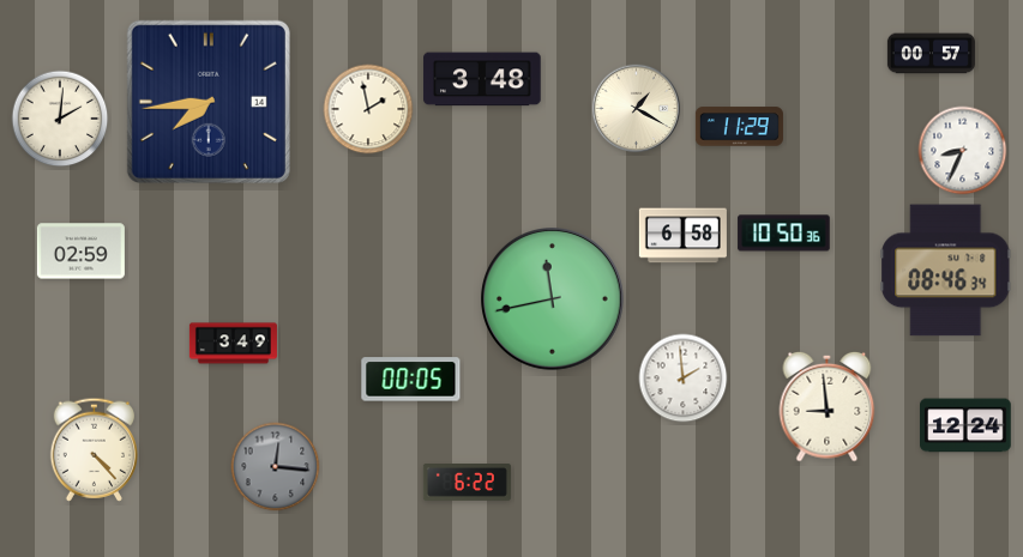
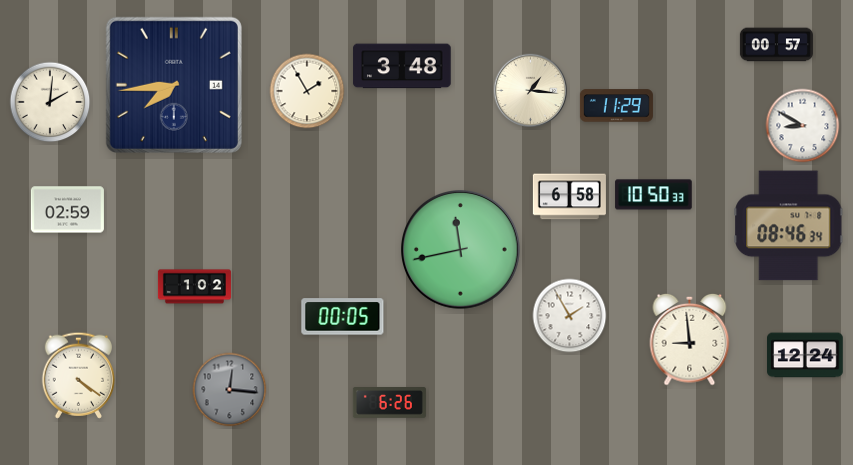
clock at (368, 109): 1:58 -> 1:55
clock at (637, 109): 1:20 -> 1:16
clock at (60, 119) position: (60, 119) -> (50, 102)
clock at (963, 151): 8:34 -> 8:50
clock at (784, 234): 10:50:36 -> 10:50:33
clock at (233, 344): 3:49 -> 1:02
clock at (684, 379): 1:59 -> 1:55
clock at (94, 449): 4:23 -> 4:21
clock at (467, 483): 6:22 -> 6:26
